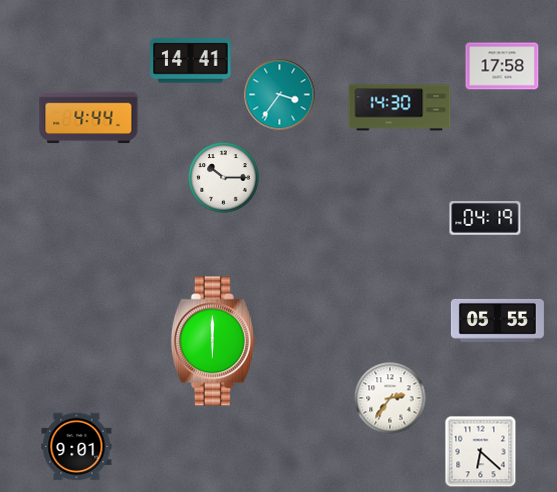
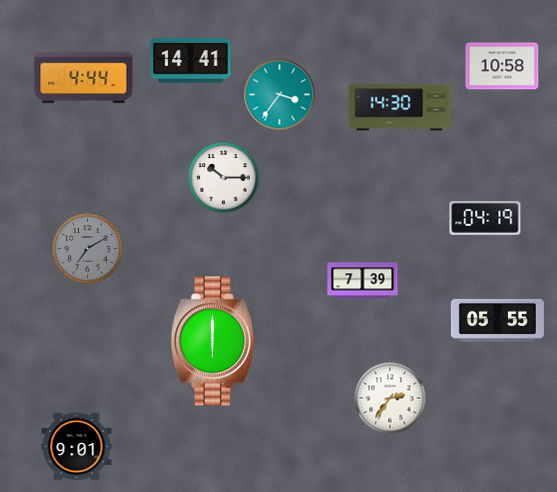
clock at (502, 66): 17:58 -> 10:58
clock at (89, 118) position: (89, 118) -> (84, 78)
clock at (88, 249): none -> 7:10
clock at (363, 281): none -> 7:39
clock at (481, 452): 6:22 -> none
